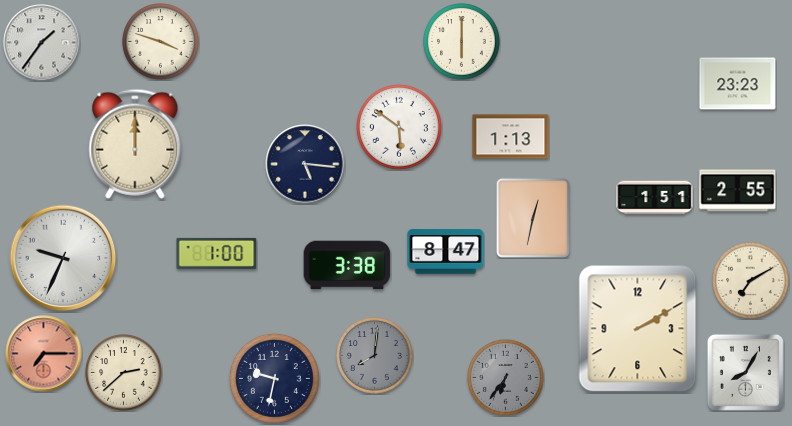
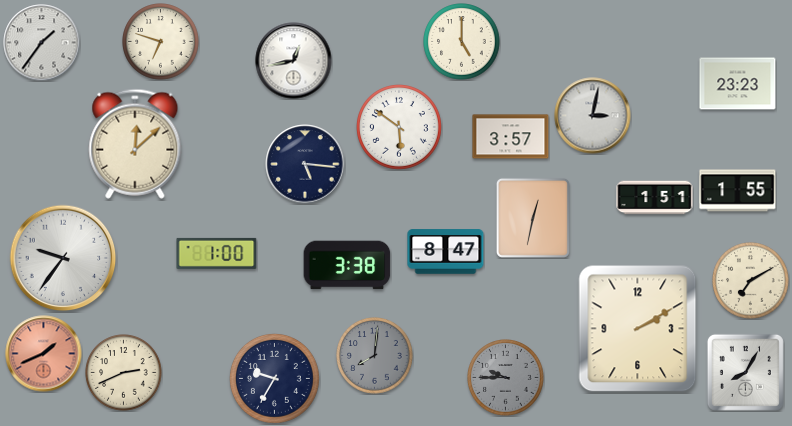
clock at (161, 42): 3:48 -> 6:48
clock at (462, 42): 6:00 -> 5:00
clock at (294, 61): none -> 12:43
clock at (593, 116): none -> 3:02
clock at (511, 137): 1:13 -> 3:57
clock at (135, 144): 12:00 -> 12:08
clock at (738, 191): 2:55 -> 1:55
clock at (63, 258): 9:34 -> 9:36
clock at (44, 354): 7:15 -> 1:41
clock at (124, 373): 2:38 -> 2:41
clock at (274, 378): 9:32 -> 9:35
clock at (506, 378): 6:36 -> 9:45
